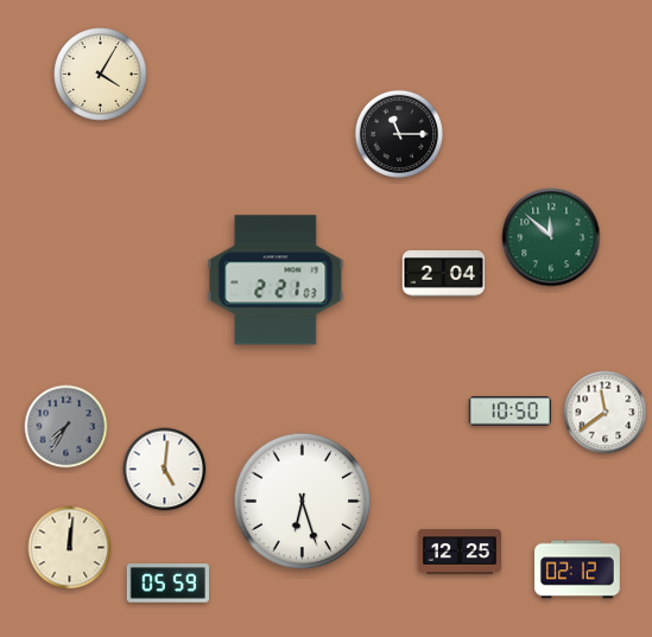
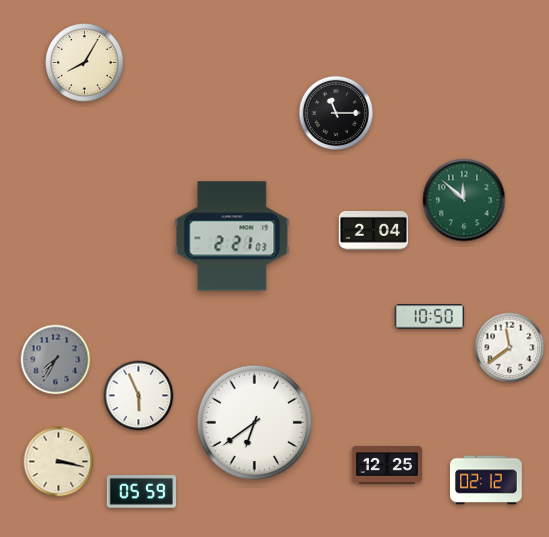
clock at (101, 75): 4:05 -> 8:05
clock at (511, 412) position: (511, 412) -> (430, 317)
clock at (165, 470): 5:01 -> 5:56
clock at (303, 502): 6:27 -> 6:39
clock at (70, 548): 12:01 -> 3:17
